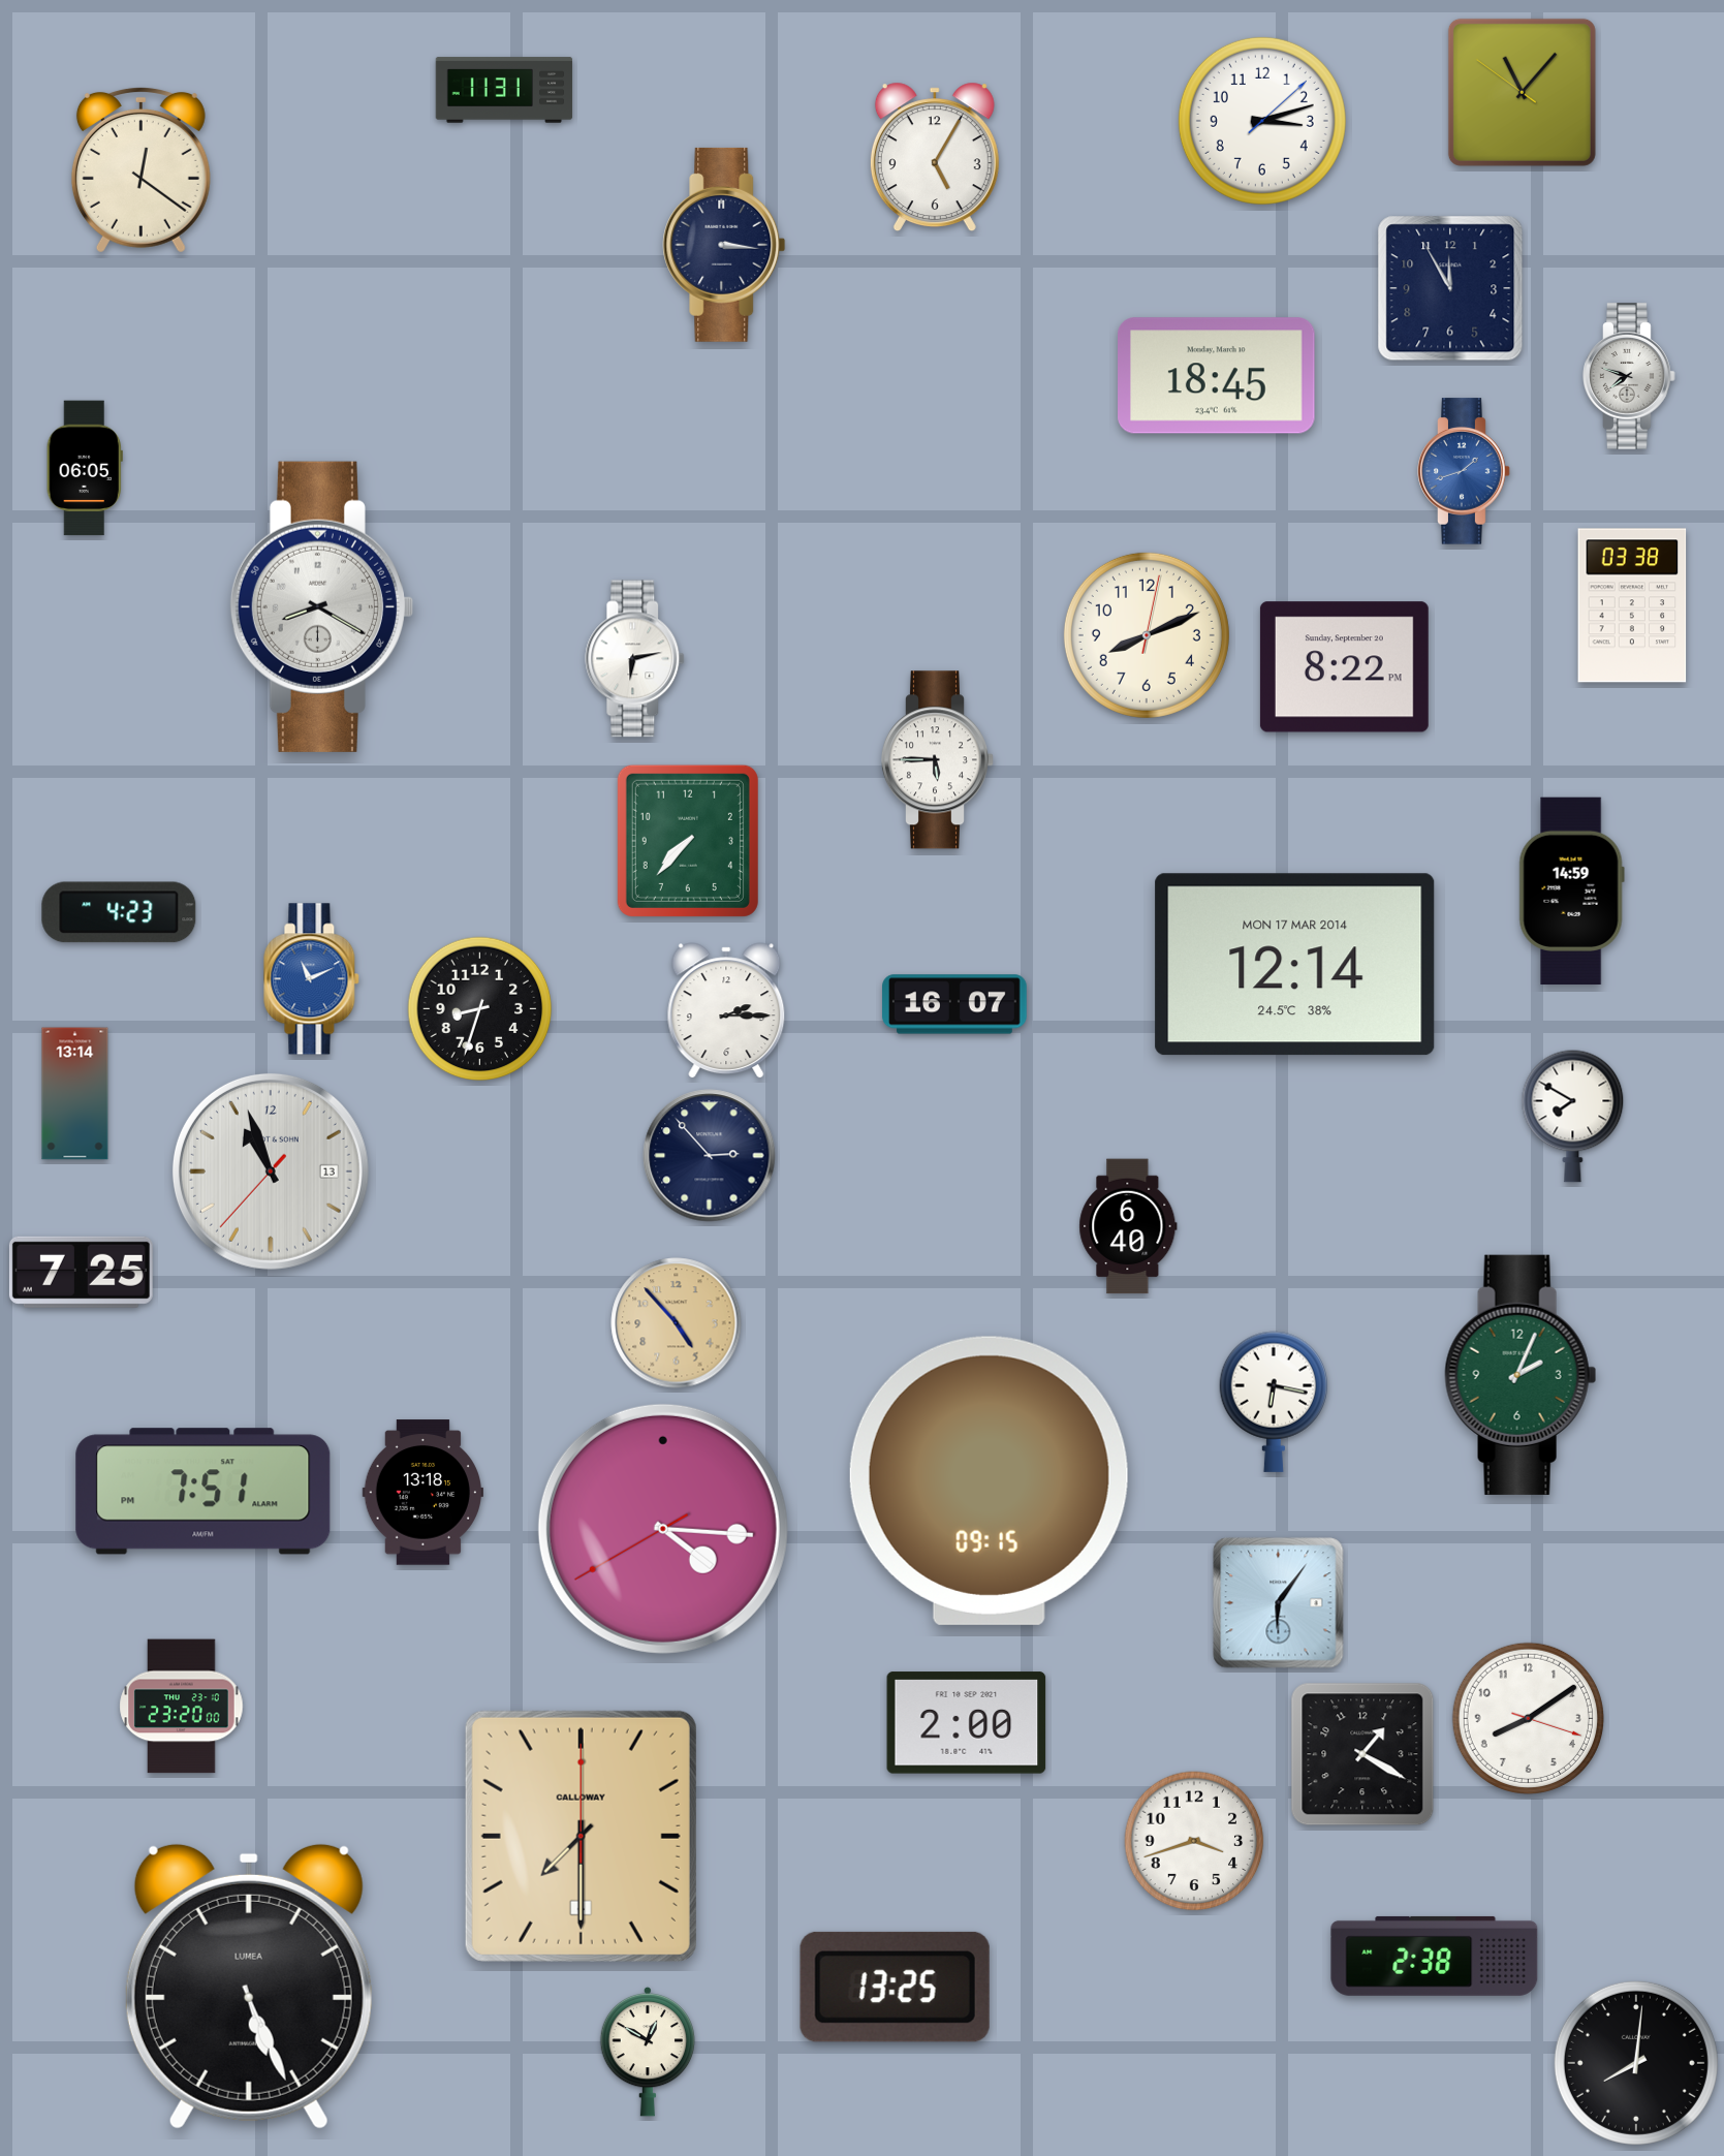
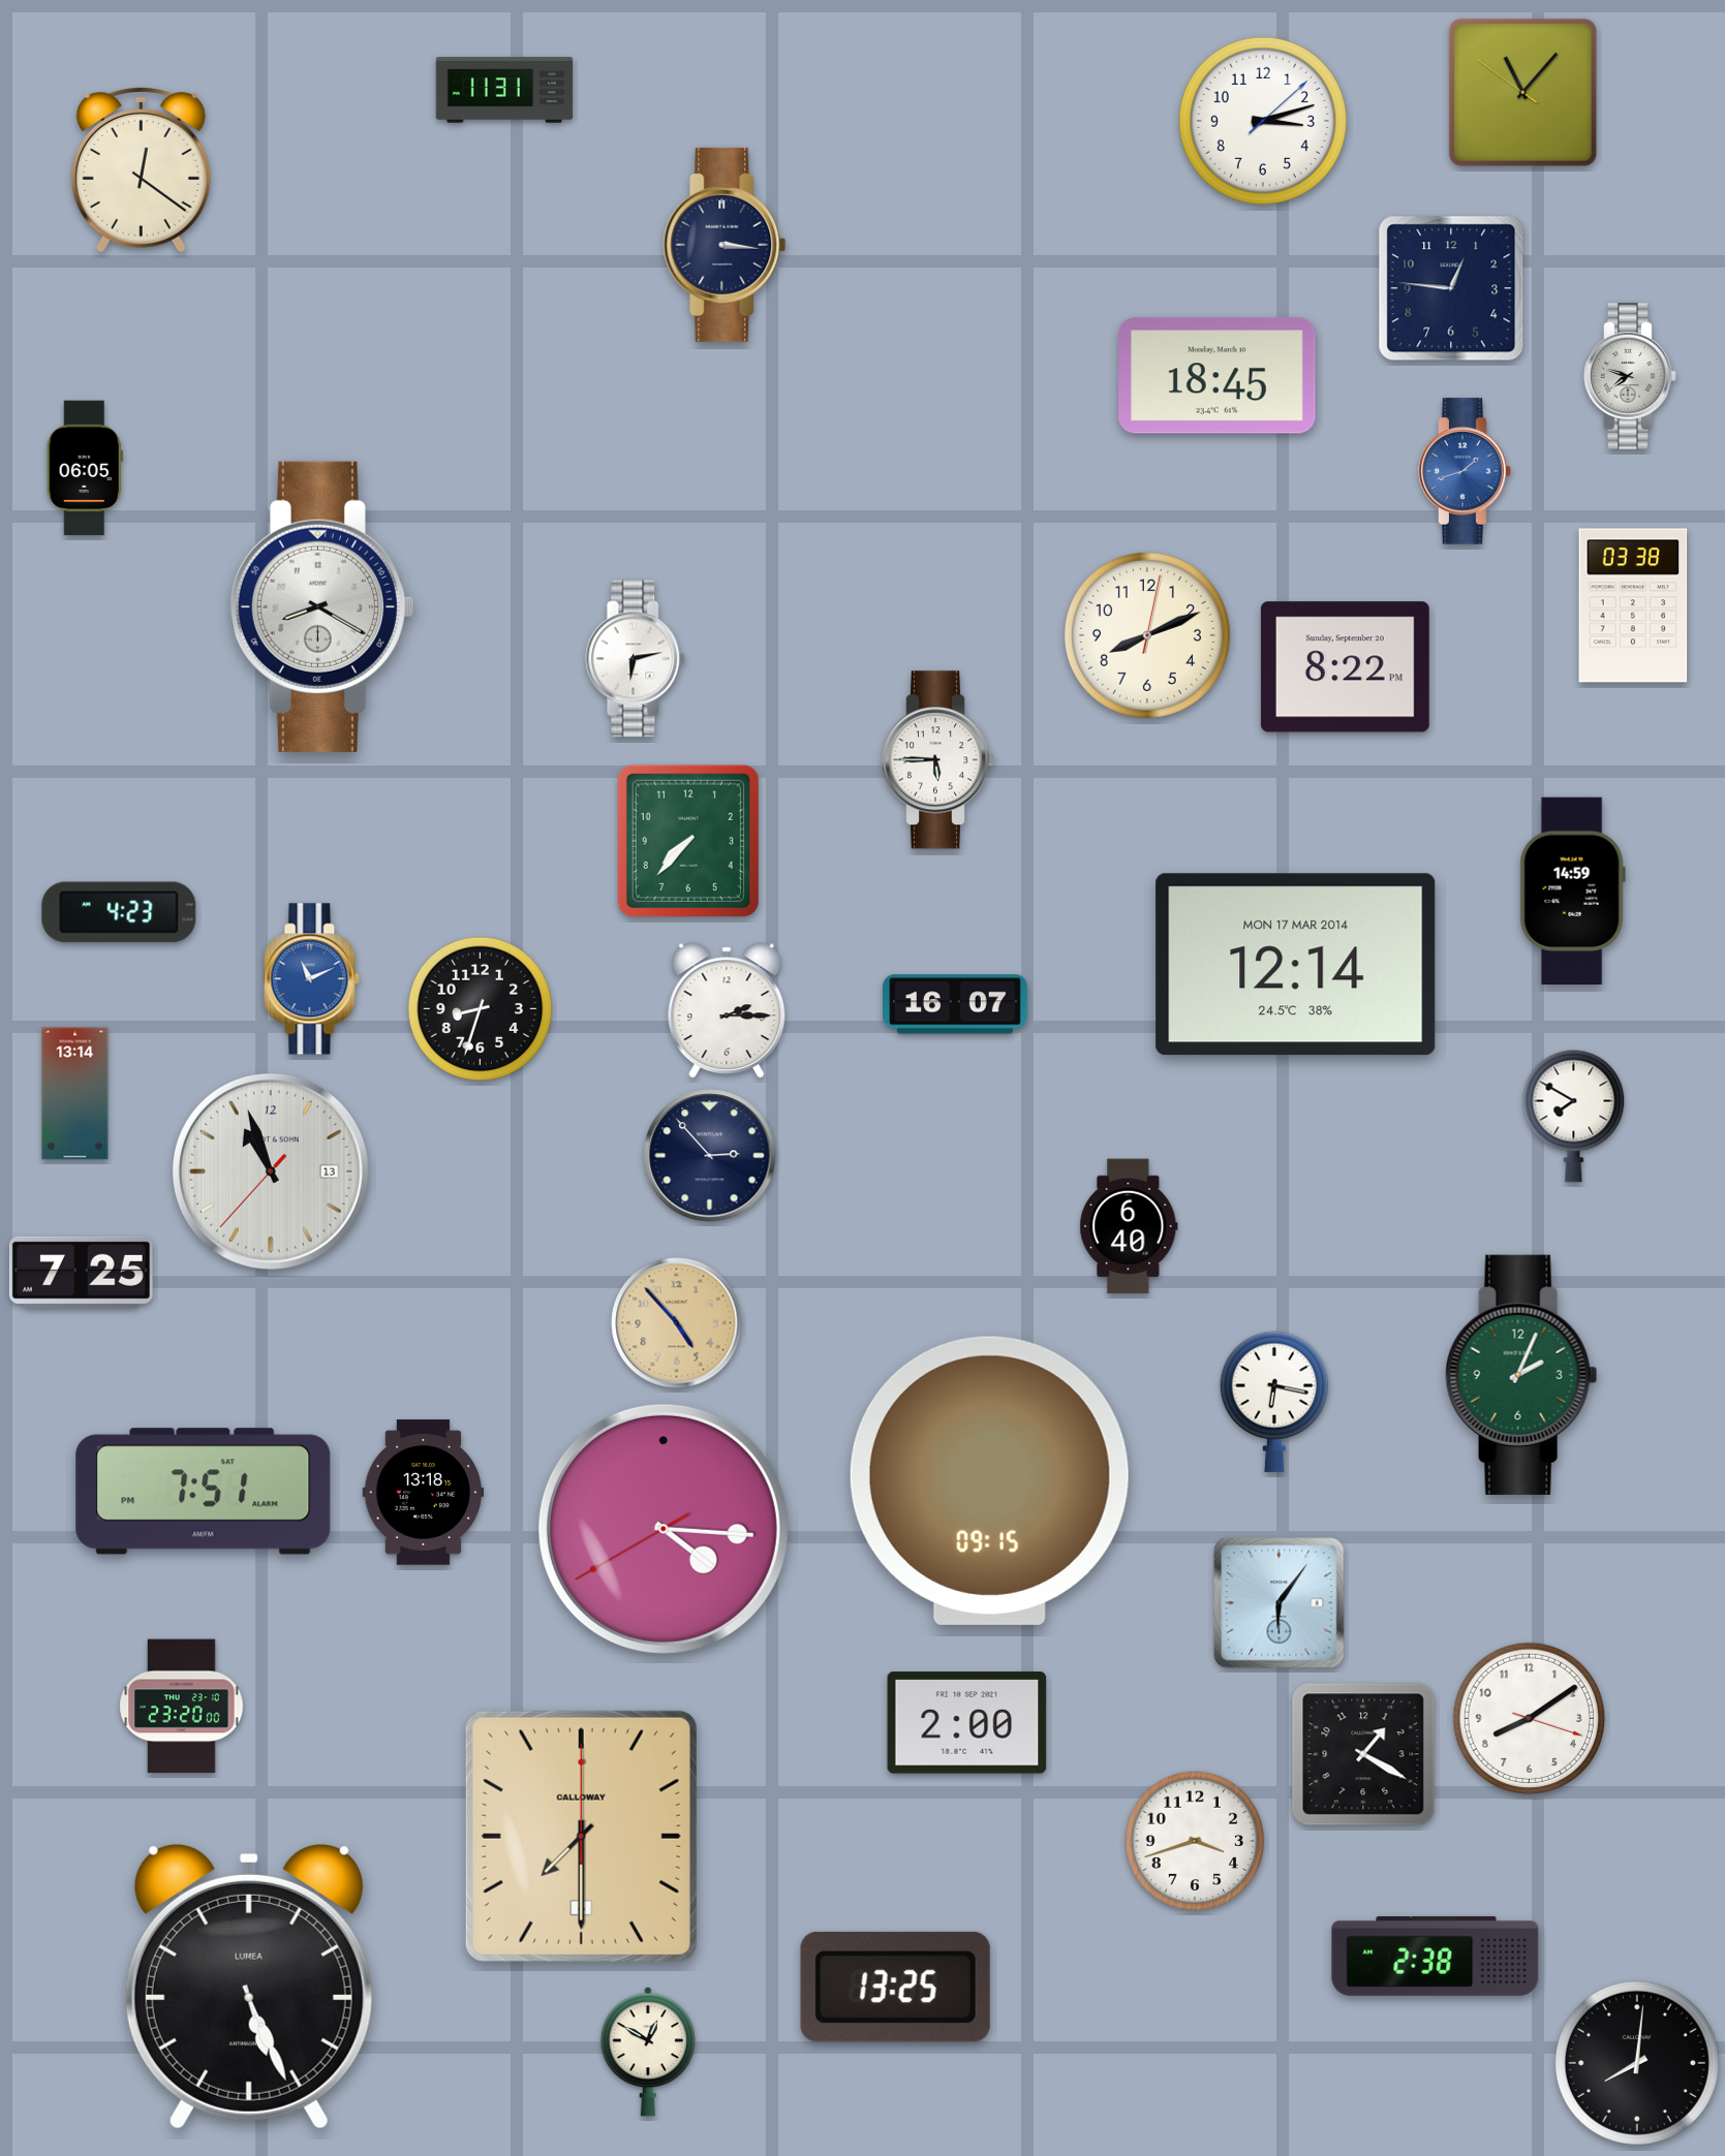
clock at (935, 157): 5:05 -> none
clock at (1450, 288): 11:55 -> 12:46
